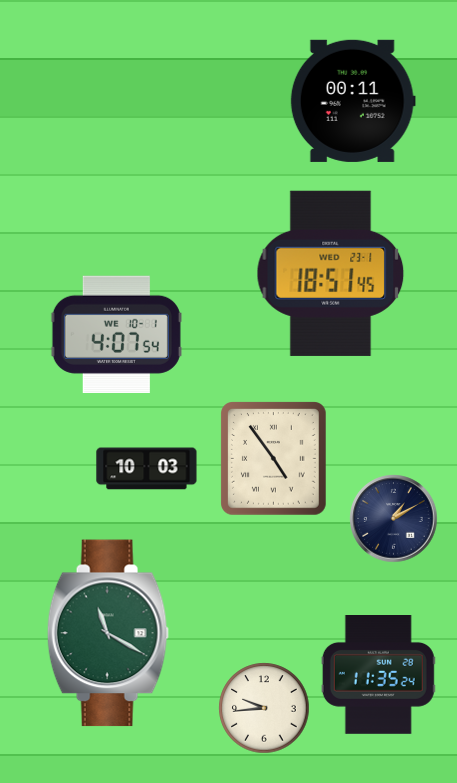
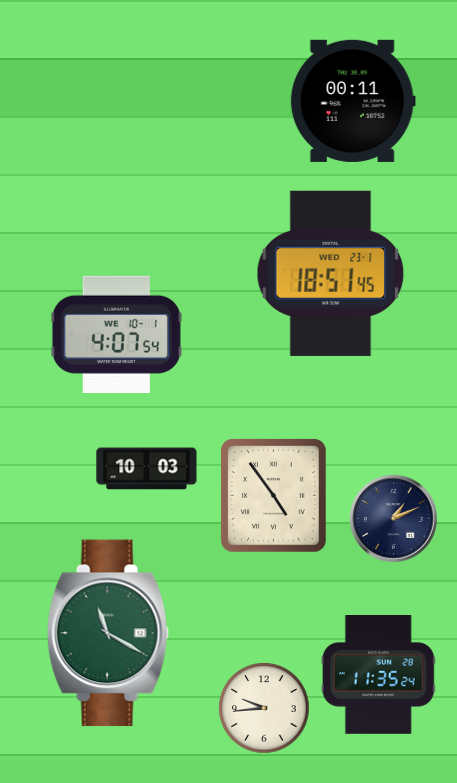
clock at (274, 459) position: (274, 459) -> (274, 496)
clock at (394, 519): 1:10 -> 1:11
